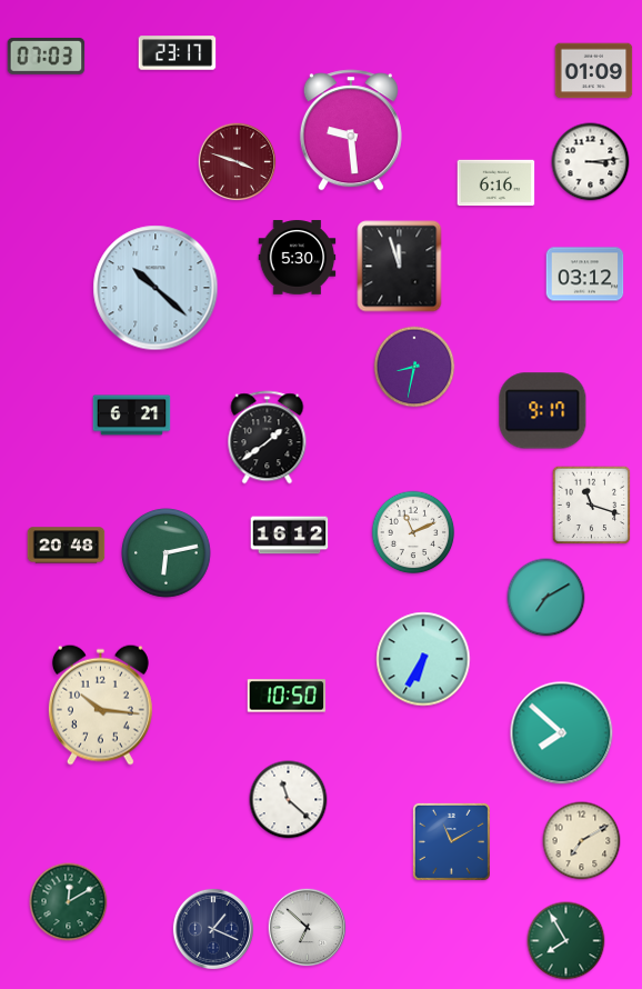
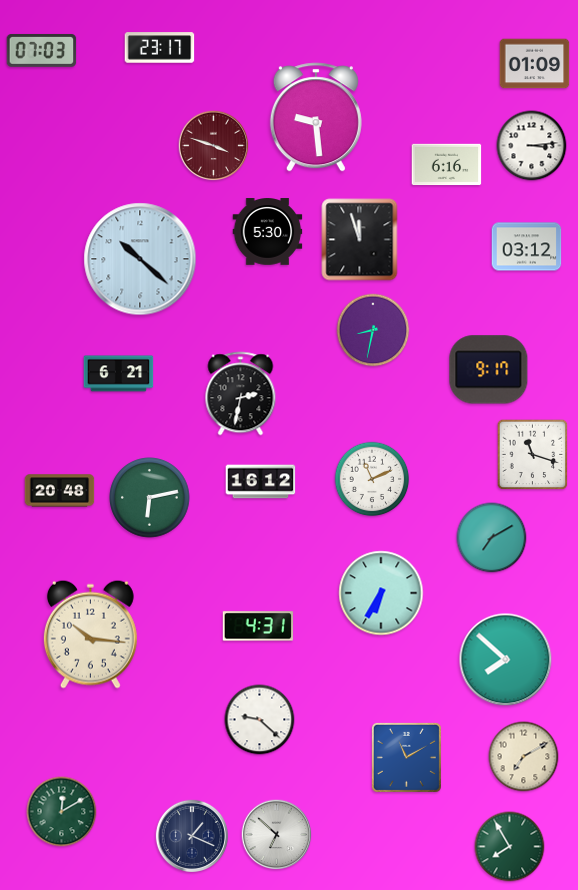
clock at (268, 438): 1:39 -> 2:32
clock at (287, 696): 10:50 -> 4:31
clock at (289, 800): 11:22 -> 9:22
